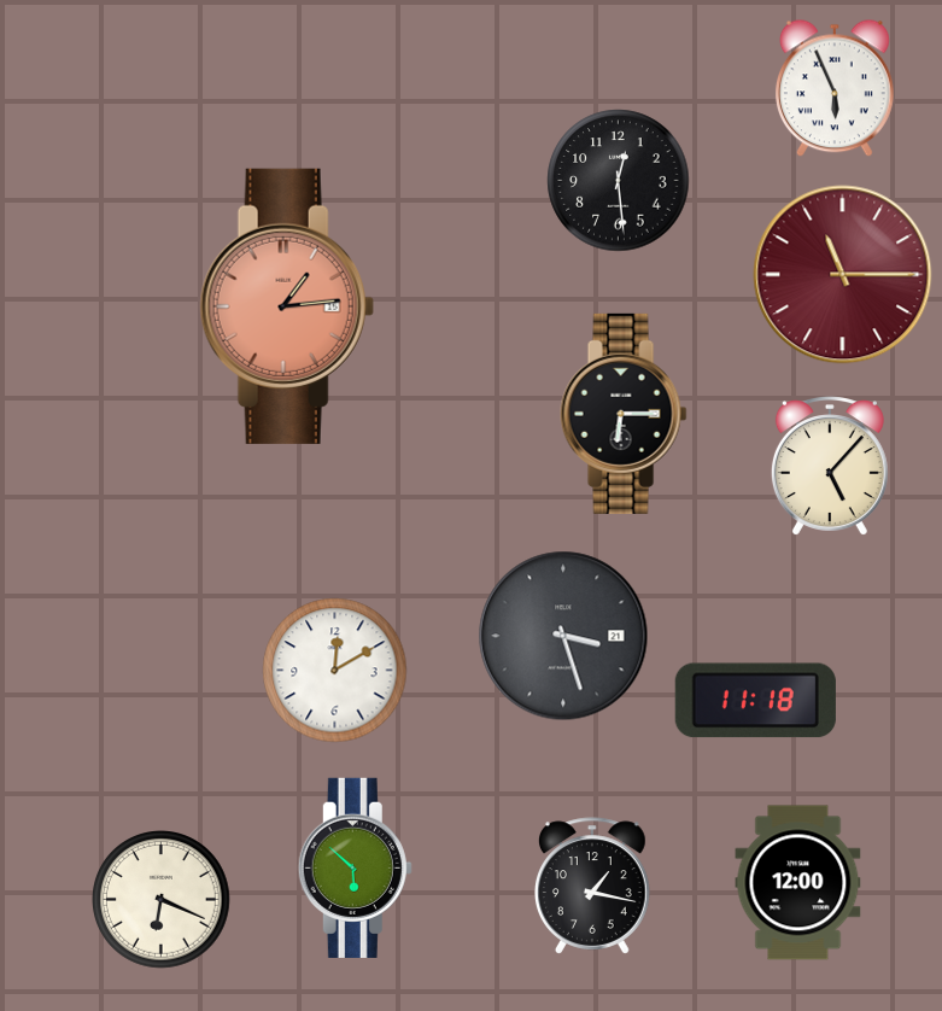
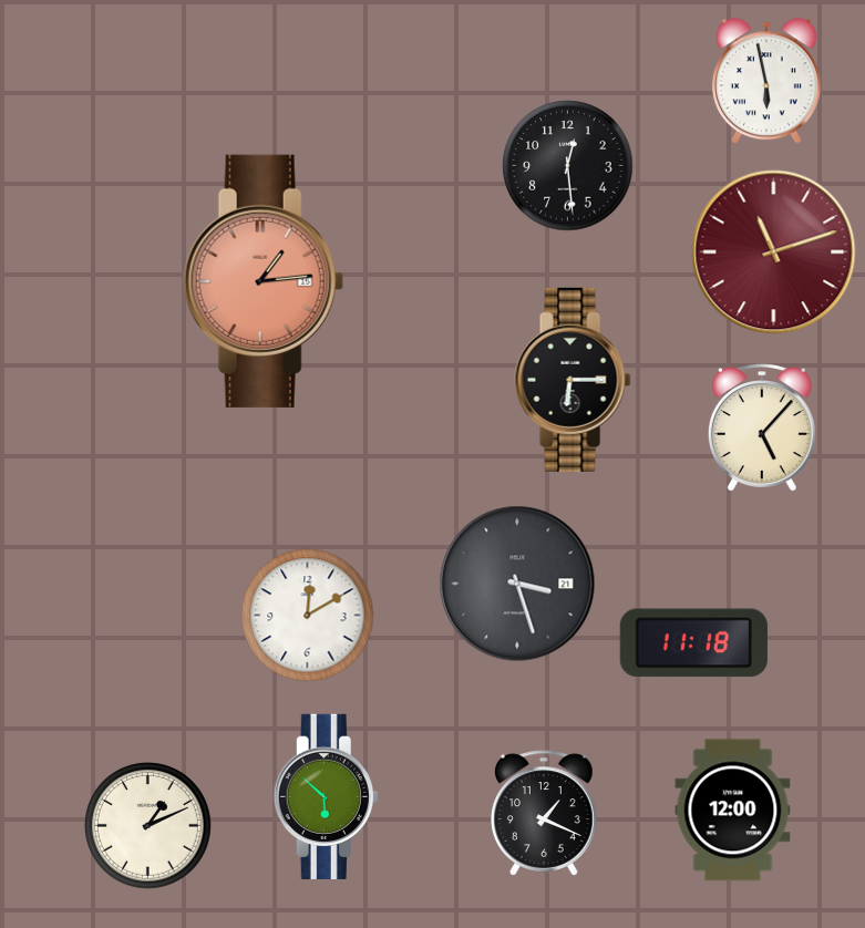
clock at (835, 88): 5:56 -> 5:58
clock at (843, 275): 11:15 -> 11:12
clock at (592, 886): 1:17 -> 1:19
clock at (162, 900): 6:19 -> 1:11
